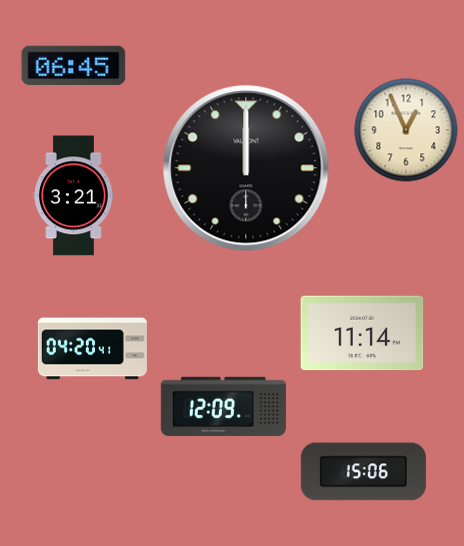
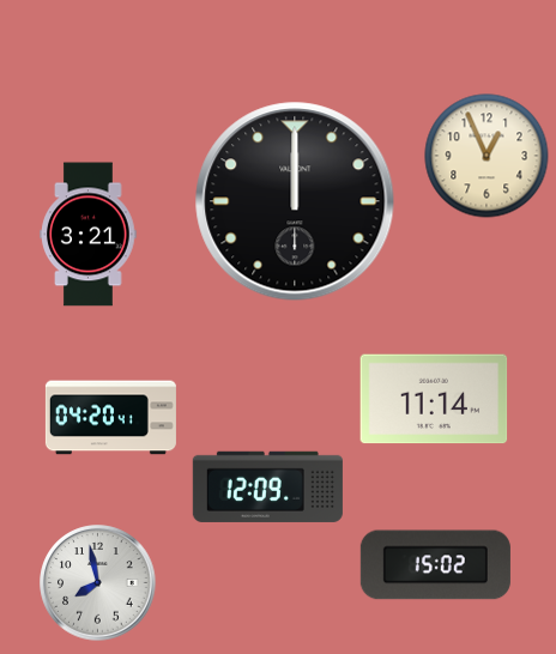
clock at (74, 65): 06:45 -> none
clock at (363, 472): 15:06 -> 15:02
clock at (98, 583): none -> 7:58
